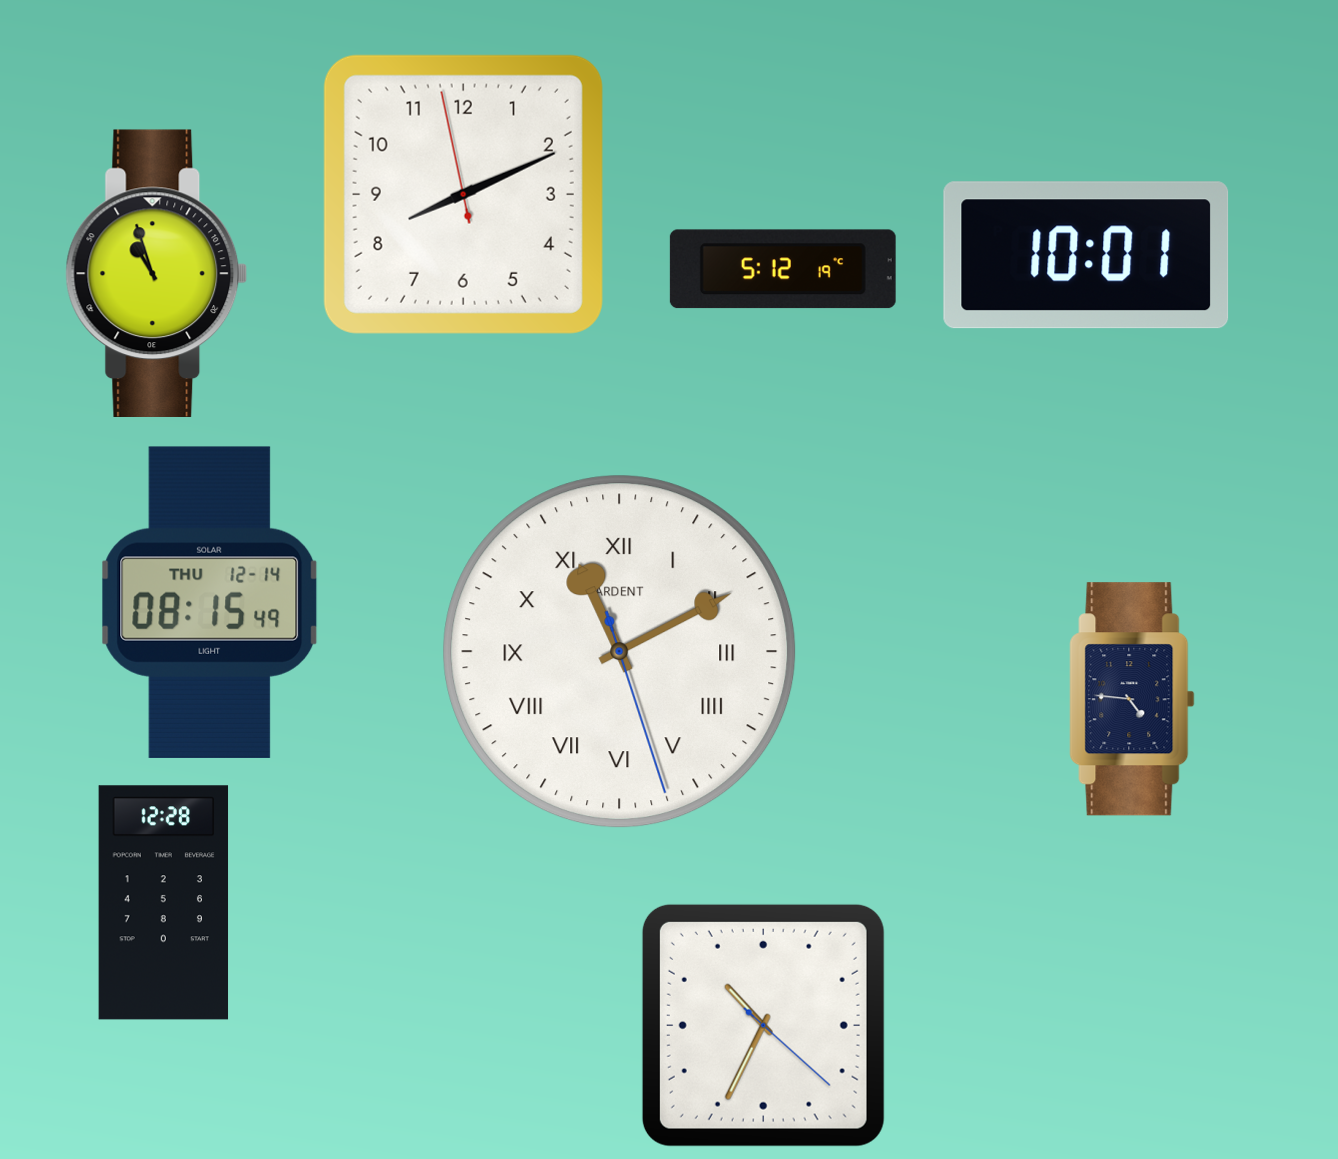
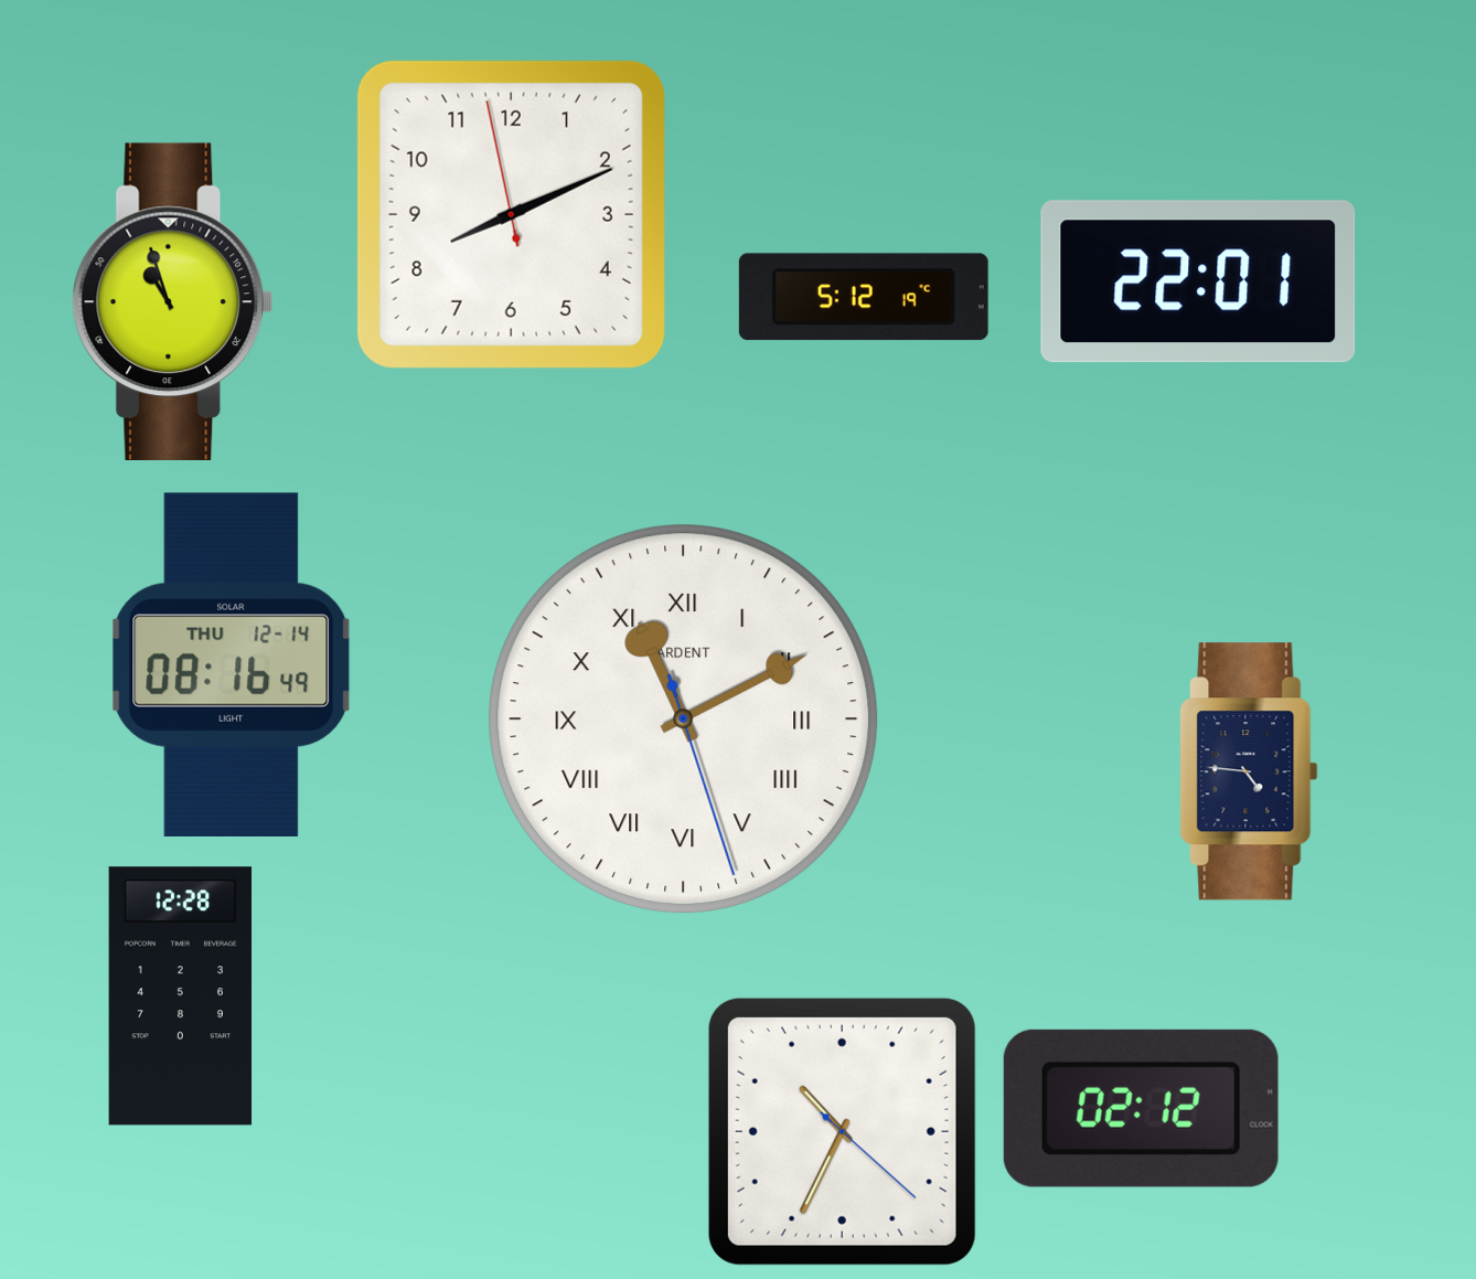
clock at (1086, 255): 10:01 -> 22:01
clock at (210, 602): 08:15 -> 08:16
clock at (1141, 1108): none -> 02:12
